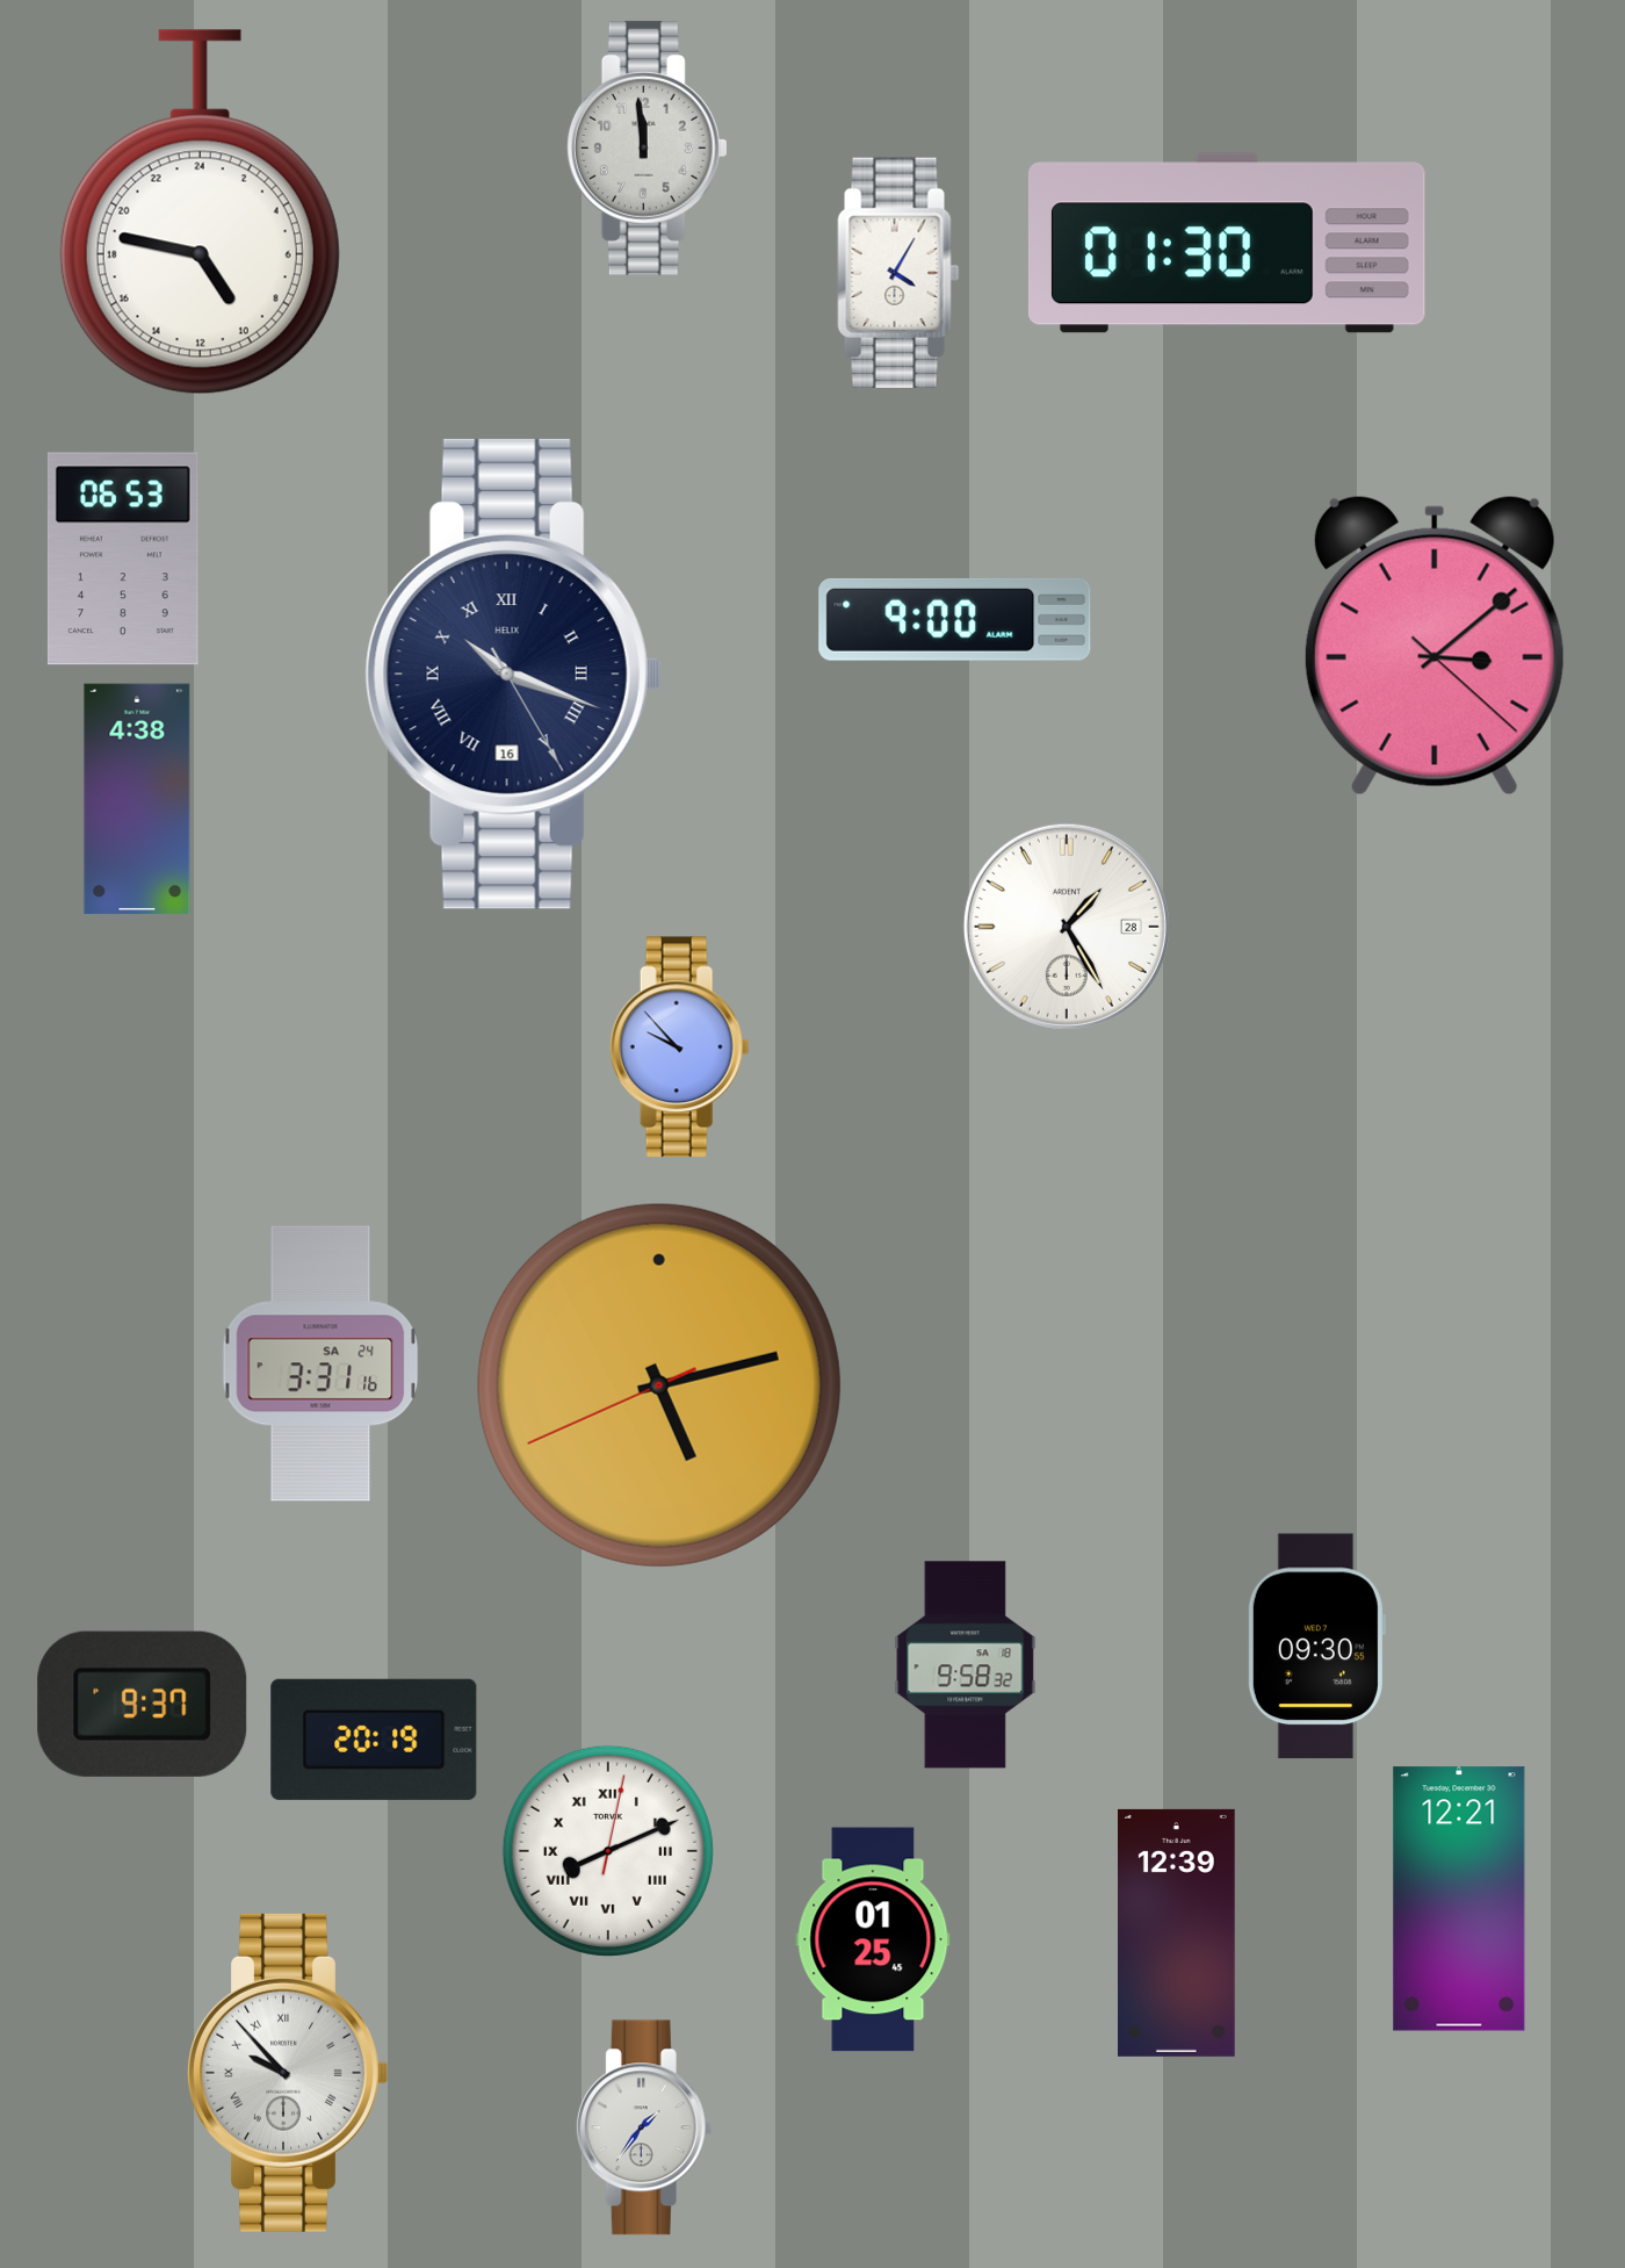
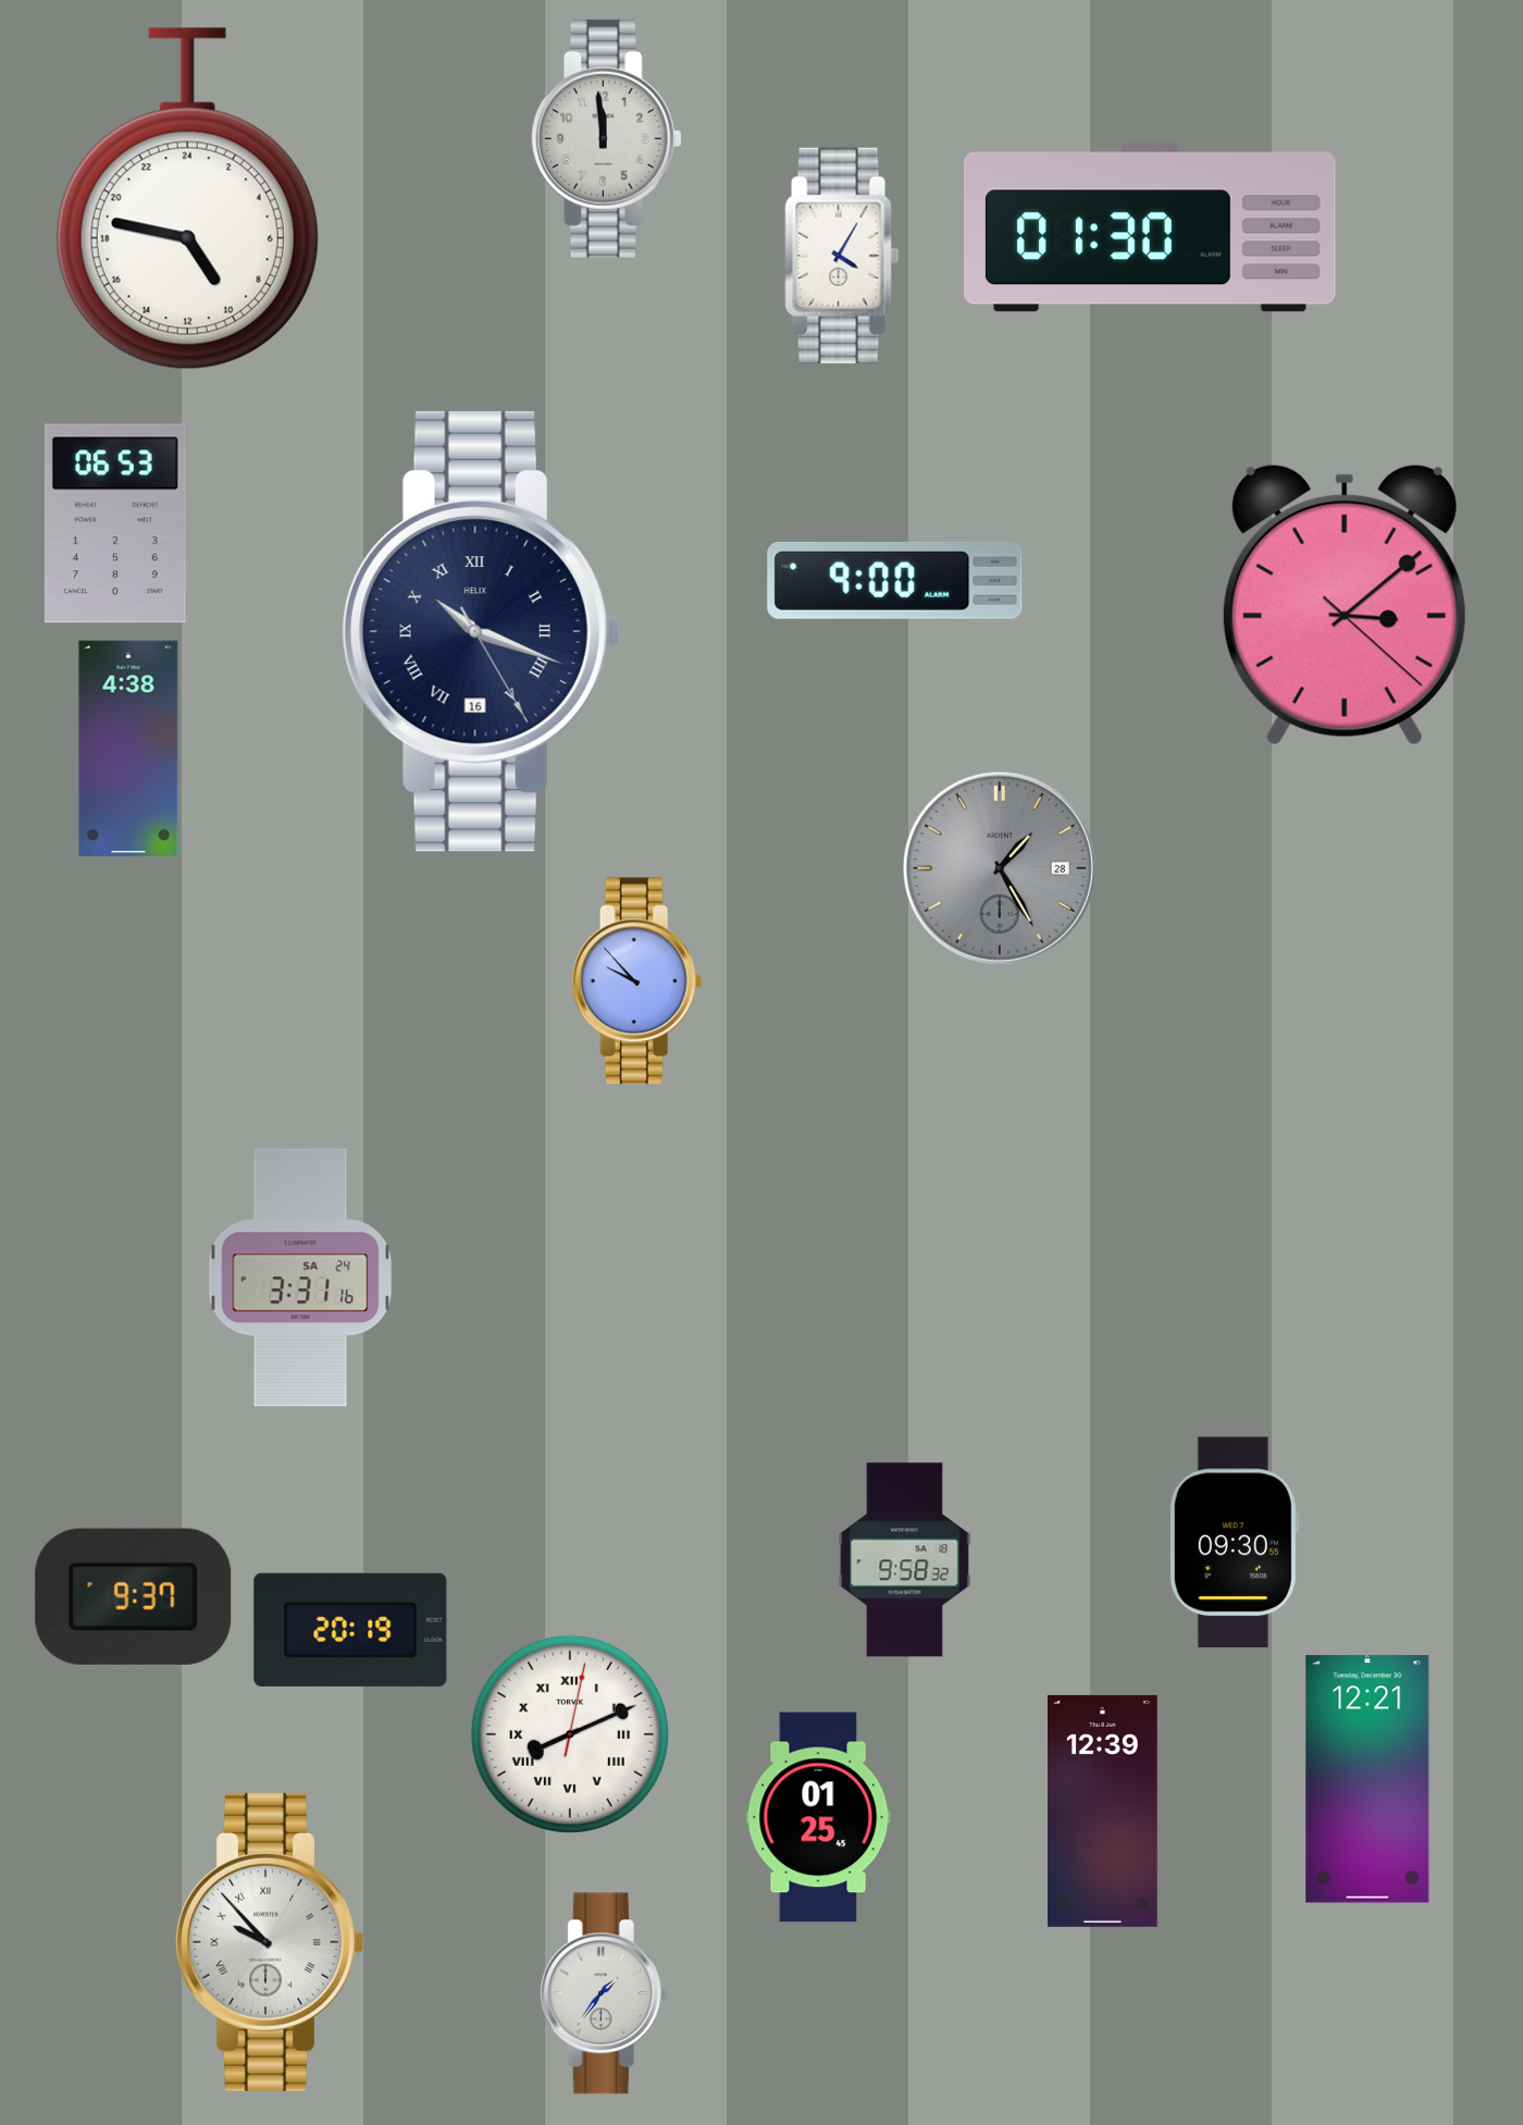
clock at (1067, 927) dial: white -> grey
clock at (659, 1385): 5:12 -> none
